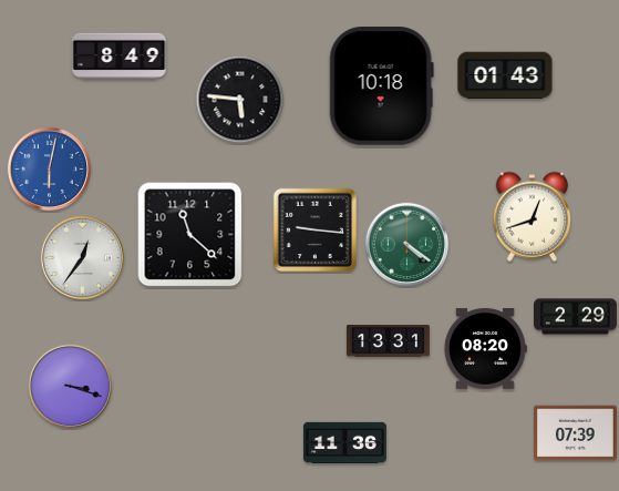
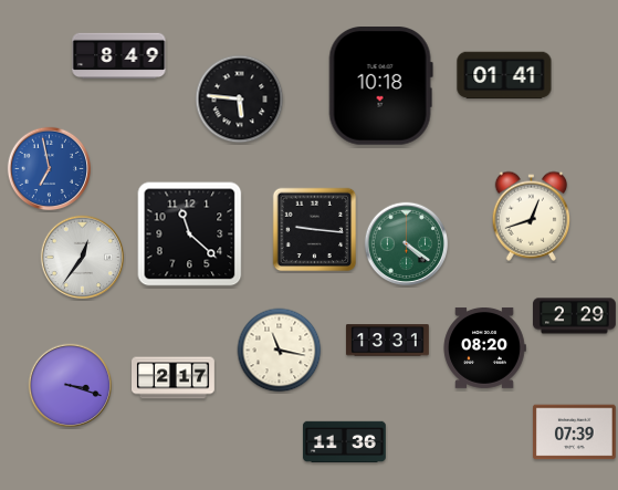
clock at (505, 75): 01:43 -> 01:41
clock at (50, 170): 6:02 -> 6:58
clock at (280, 351): none -> 11:17
clock at (174, 378): none -> 2:17
